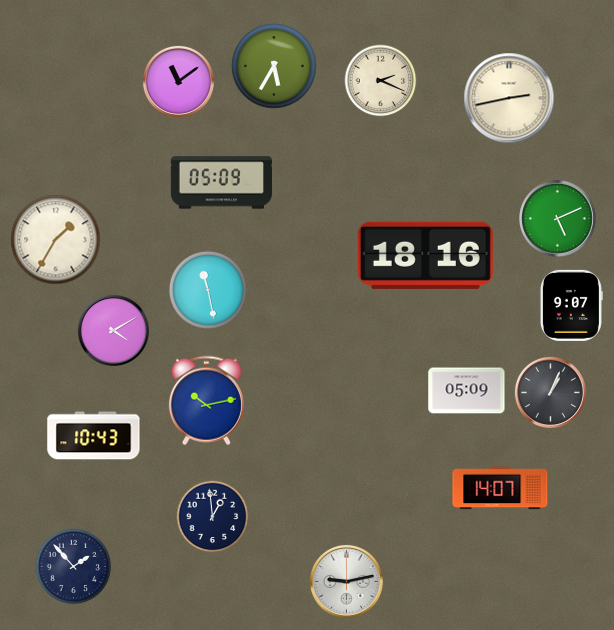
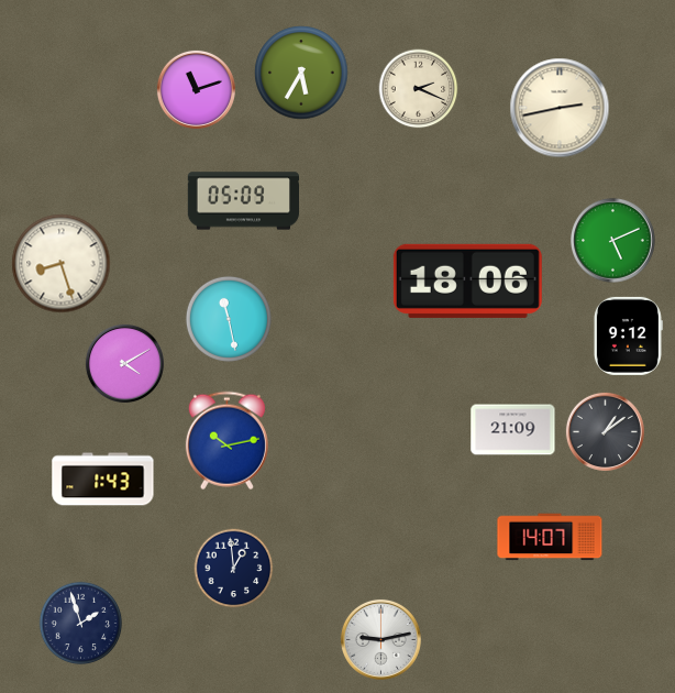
clock at (178, 81): 11:09 -> 11:12
clock at (56, 240): 1:35 -> 8:27
clock at (425, 255): 18:16 -> 18:06
clock at (571, 305): 9:07 -> 9:12
clock at (467, 391): 05:09 -> 21:09
clock at (550, 392): 1:04 -> 1:09
clock at (94, 436): 10:43 -> 1:43
clock at (74, 567): 1:53 -> 1:57
